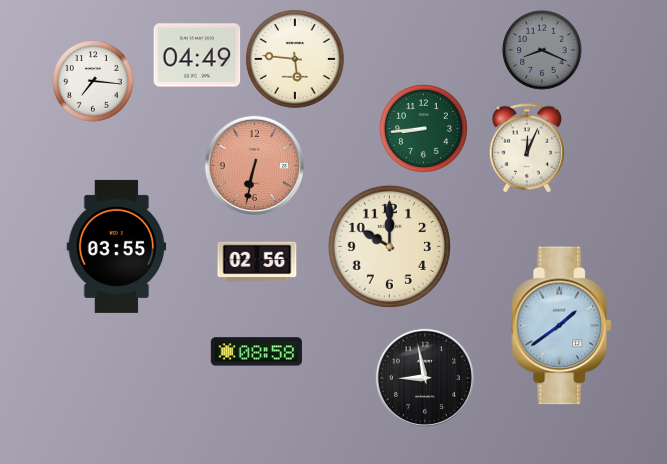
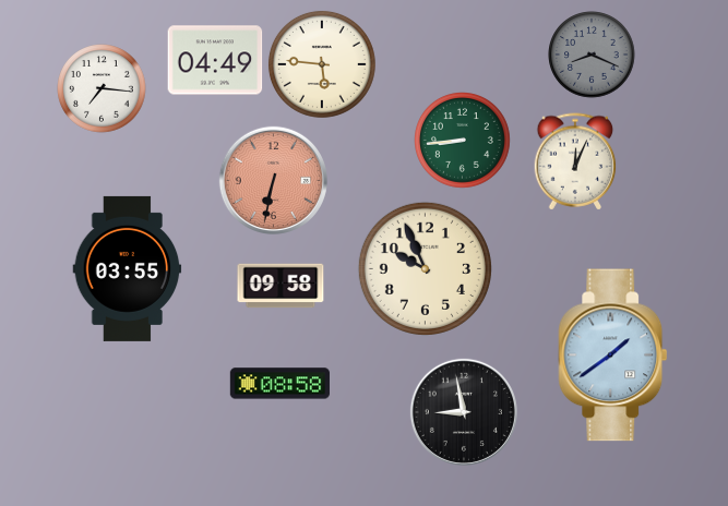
clock at (254, 165) position: (254, 165) -> (273, 180)
clock at (389, 246): 10:00 -> 9:56
clock at (257, 262): 02:56 -> 09:58
